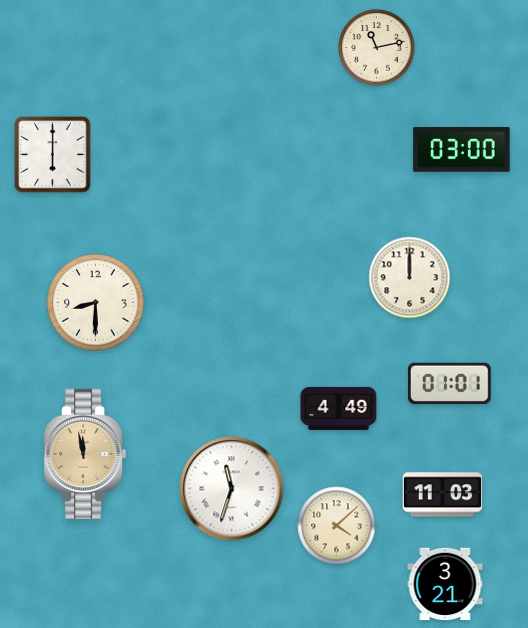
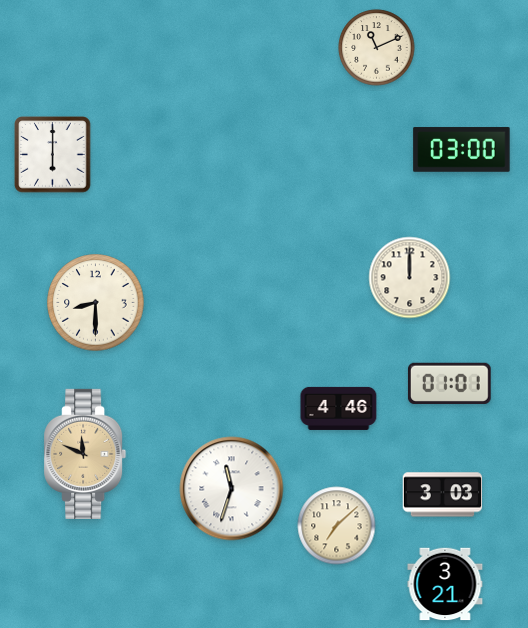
clock at (377, 48): 11:13 -> 11:11
clock at (339, 408): 4:49 -> 4:46
clock at (85, 454): 11:58 -> 11:49
clock at (443, 495): 11:03 -> 3:03
clock at (337, 526): 4:08 -> 7:08
